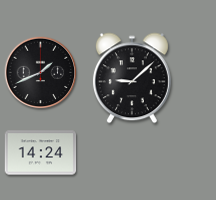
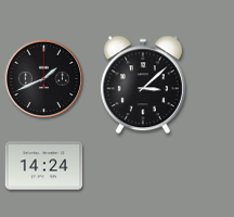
clock at (132, 78): 9:08 -> 3:08
